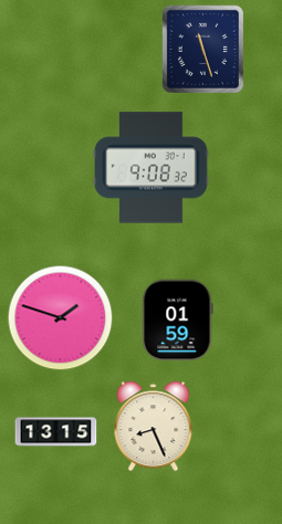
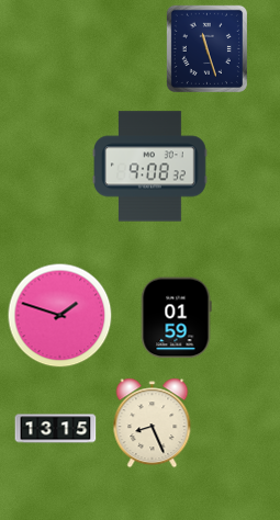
clock at (202, 49) position: (202, 49) -> (206, 48)
